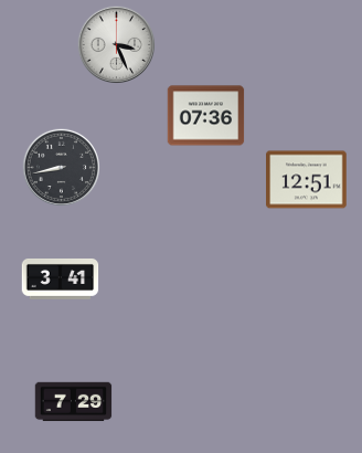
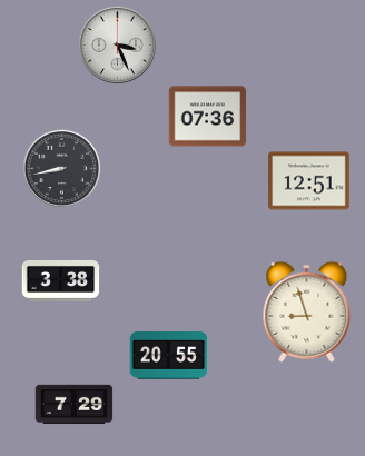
clock at (61, 278): 3:41 -> 3:38
clock at (307, 311): none -> 8:57
clock at (169, 356): none -> 20:55
